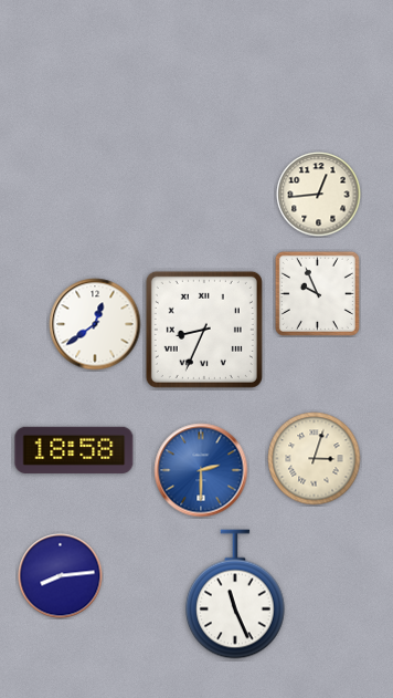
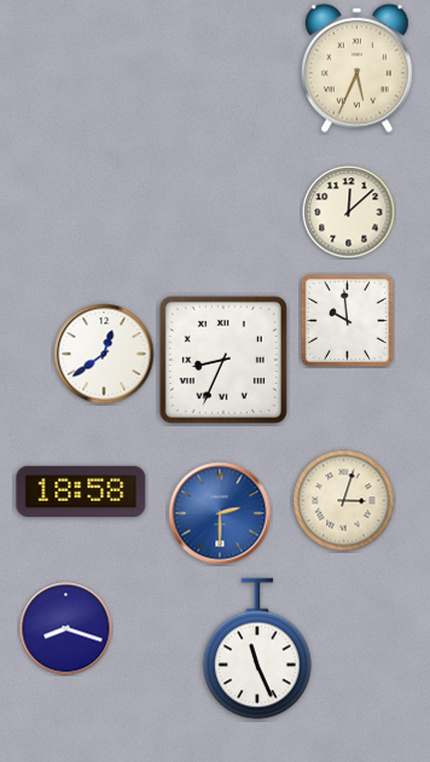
clock at (356, 68): none -> 5:34
clock at (319, 195): 12:44 -> 12:08
clock at (317, 293): 9:56 -> 9:59
clock at (61, 576): 8:14 -> 8:18
